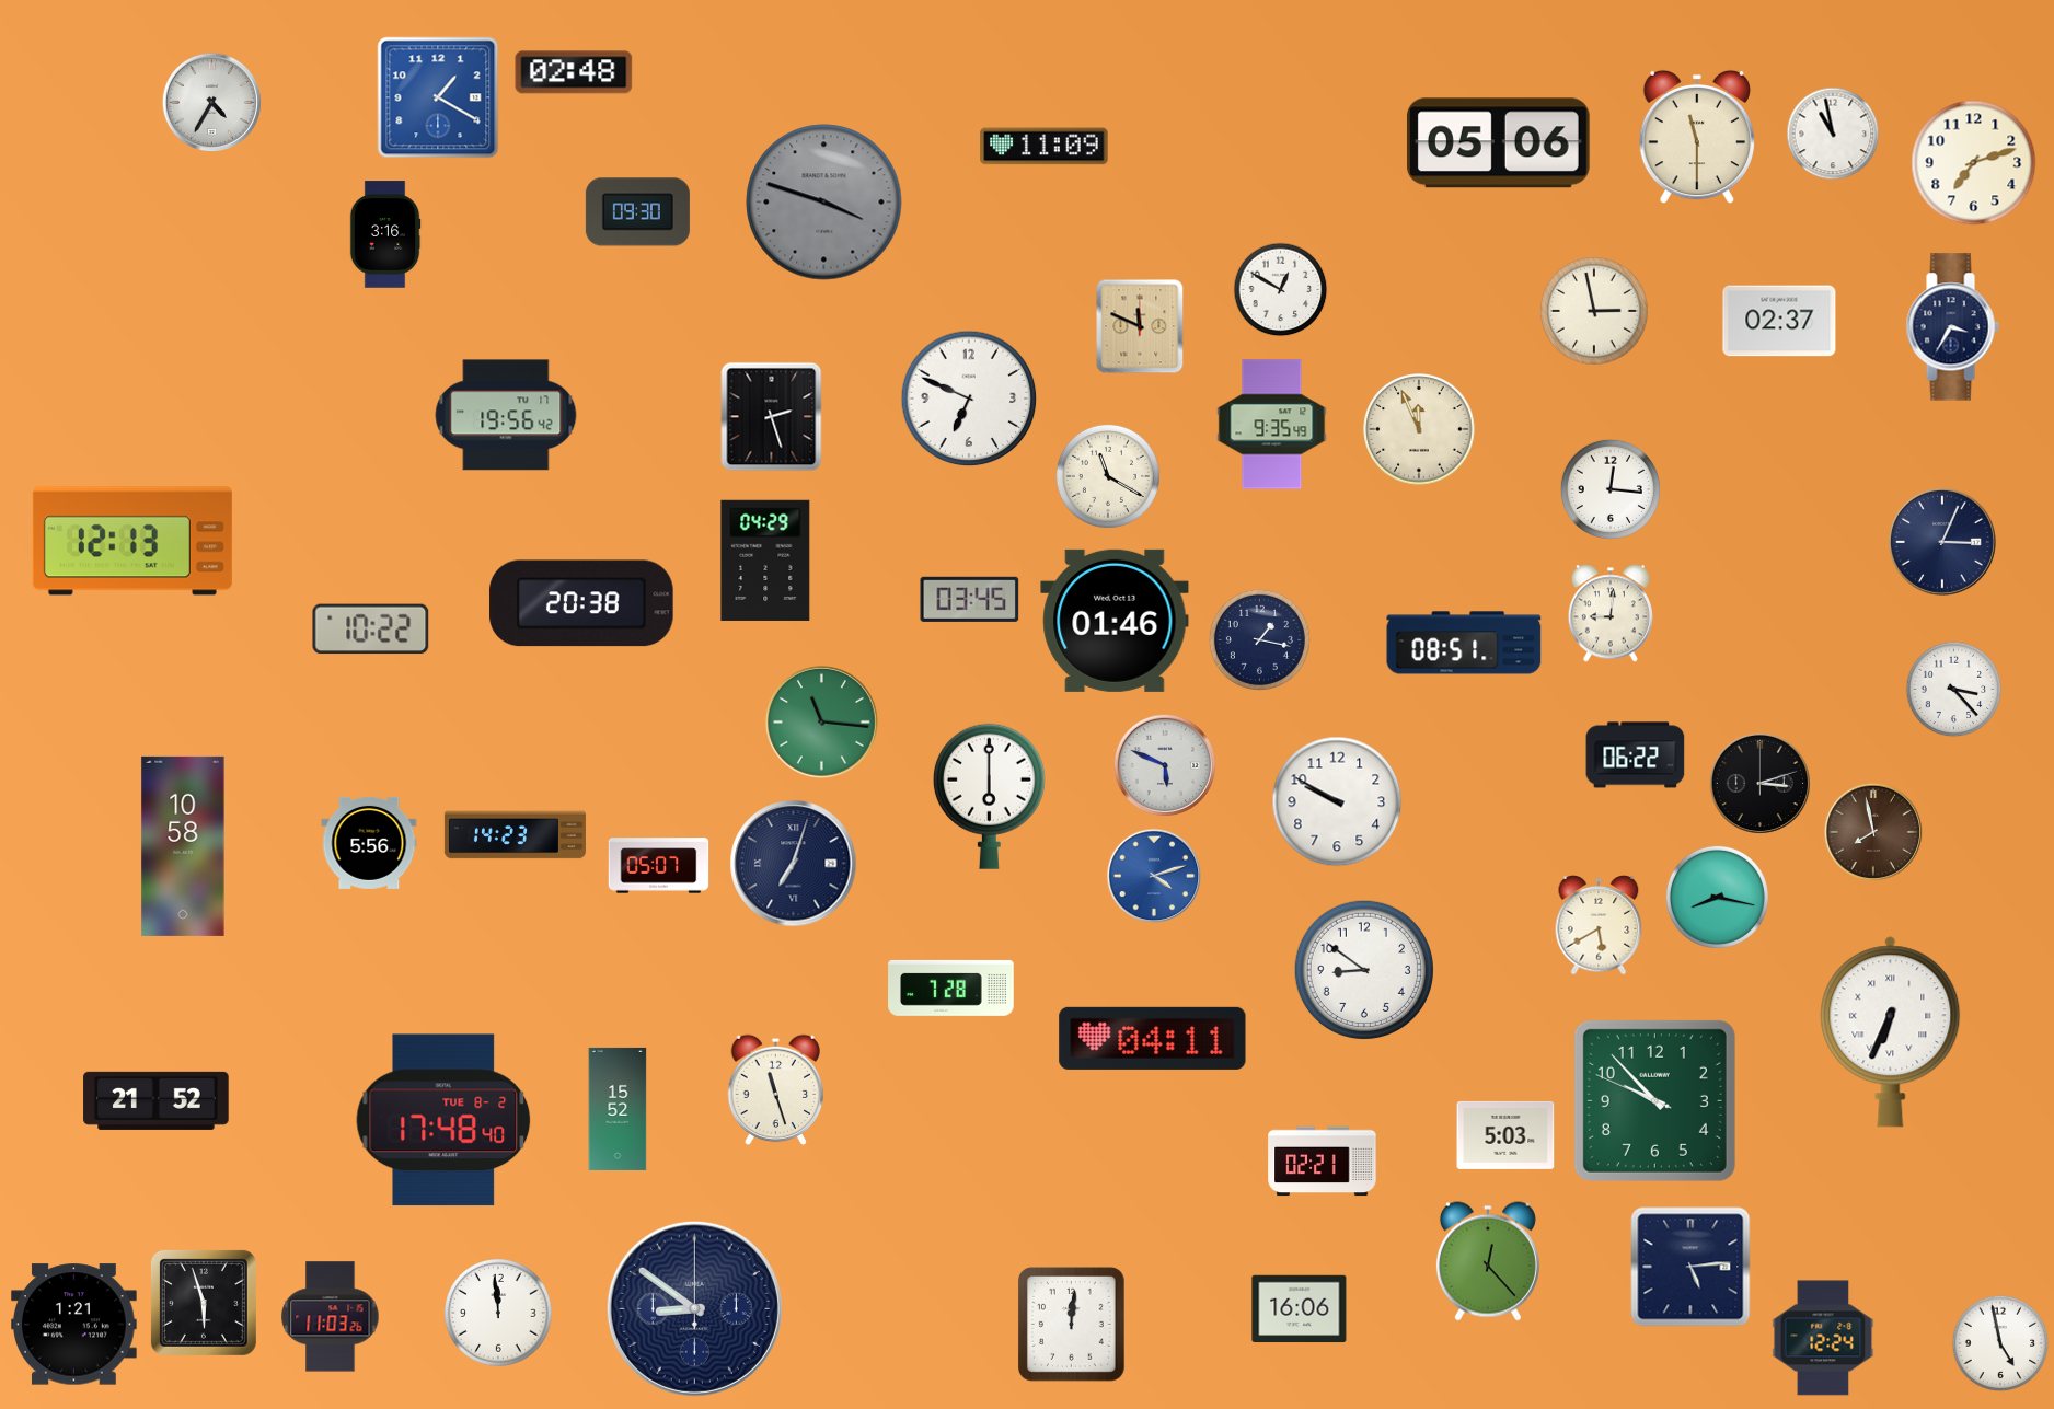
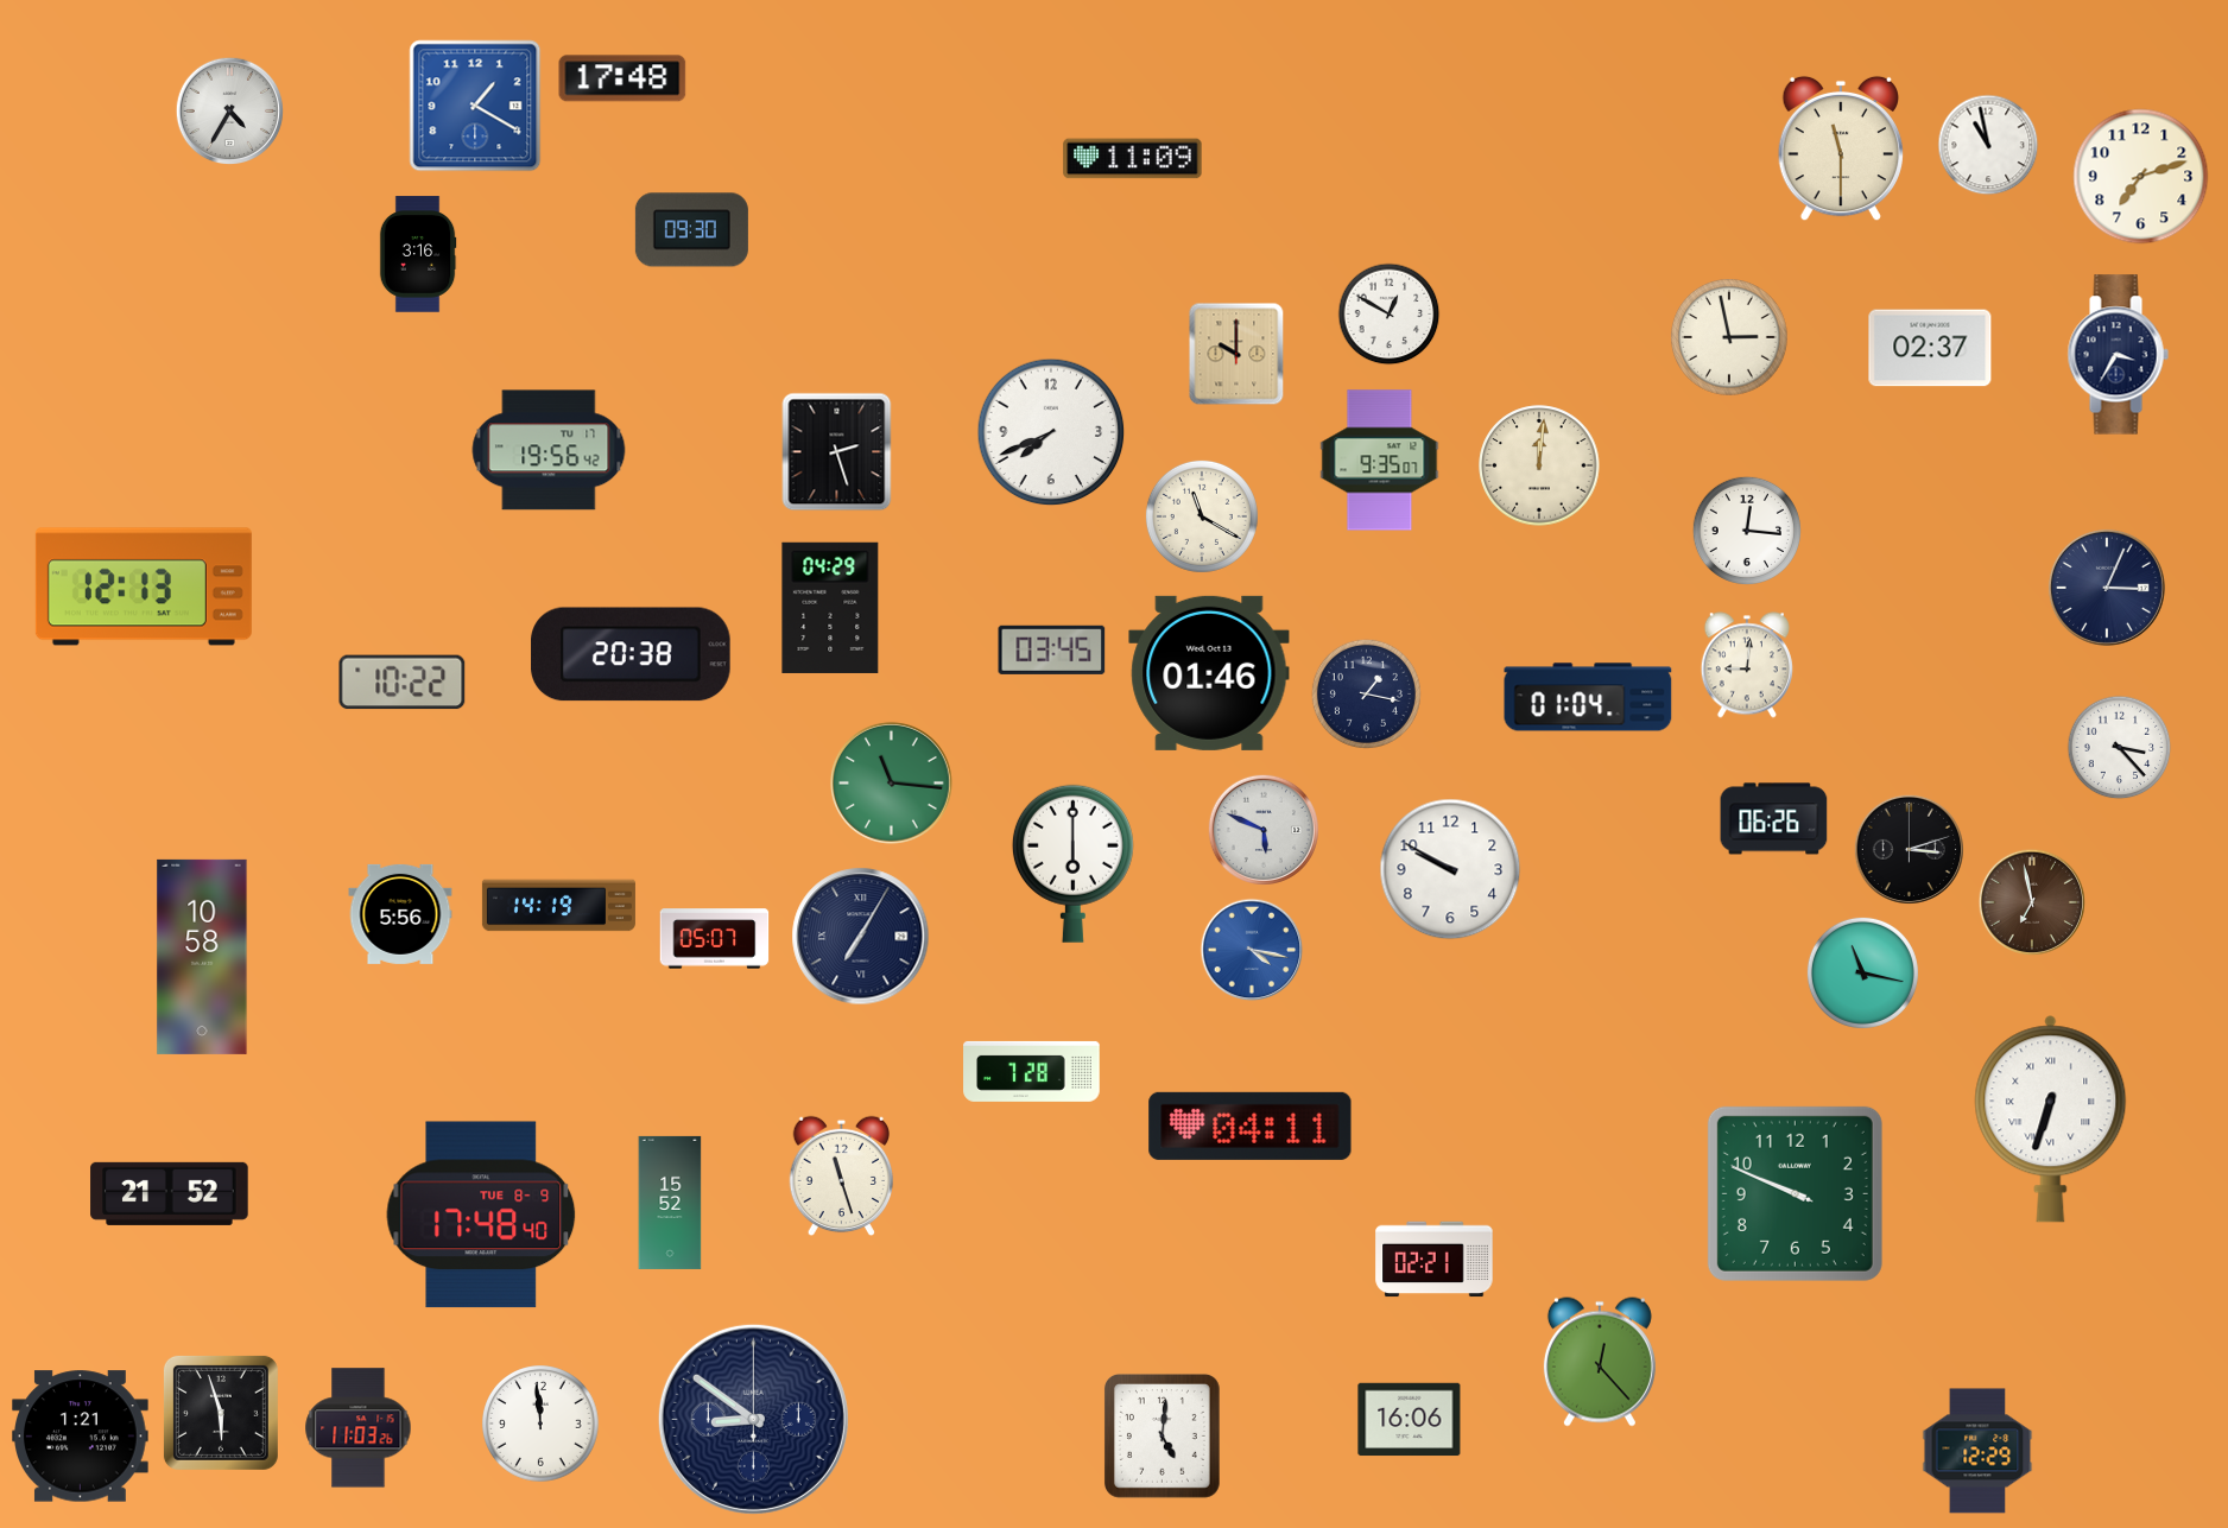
clock at (574, 72): 02:48 -> 17:48
clock at (1498, 143): 05:06 -> none
clock at (824, 203): 3:48 -> none
clock at (1140, 326): 11:49 -> 10:00
clock at (969, 399): 6:49 -> 7:41
clock at (1272, 425): 9:35:49 -> 9:35:07
clock at (1419, 429): 11:56 -> 12:01
clock at (1464, 643): 08:51 -> 01:04
clock at (1636, 755): 06:22 -> 06:26
clock at (1873, 832): 7:58 -> 6:58
clock at (515, 835): 14:23 -> 14:19
clock at (183, 846) position: (183, 846) -> (202, 957)
clock at (794, 864): 7:03 -> 7:05
clock at (1154, 876): 4:12 -> 4:17
clock at (1717, 897): 8:17 -> 11:17
clock at (1599, 925): 5:40 -> none
clock at (1364, 970): 8:51 -> none
clock at (1891, 1032): 6:34 -> 6:33
clock at (776, 1090) position: (776, 1090) -> (842, 1177)
clock at (1654, 1100): 9:52 -> 9:48
clock at (443, 1120) date: TUE 8-2 -> TUE 8-9
clock at (1505, 1135): 5:03 -> none
clock at (1488, 1261) position: (1488, 1261) -> (1600, 1362)
clock at (1690, 1267): 5:14 -> none
clock at (1071, 1325): 12:01 -> 5:01
clock at (1823, 1338): 12:24 -> 12:29
clock at (2000, 1343): 4:58 -> none
